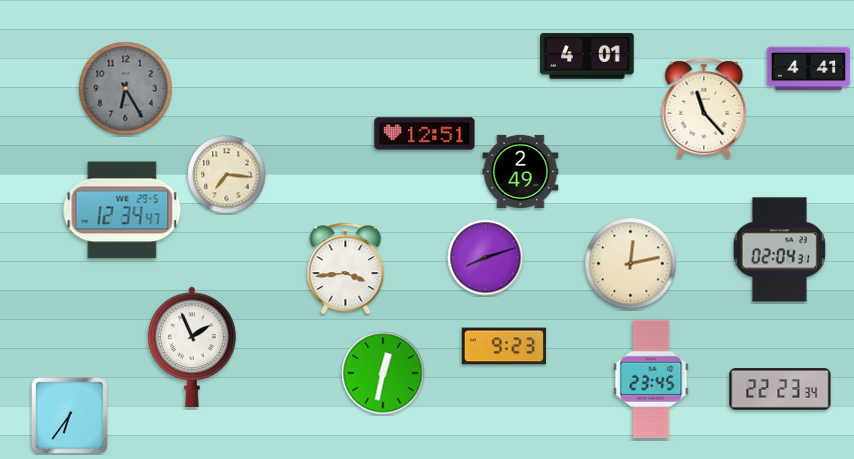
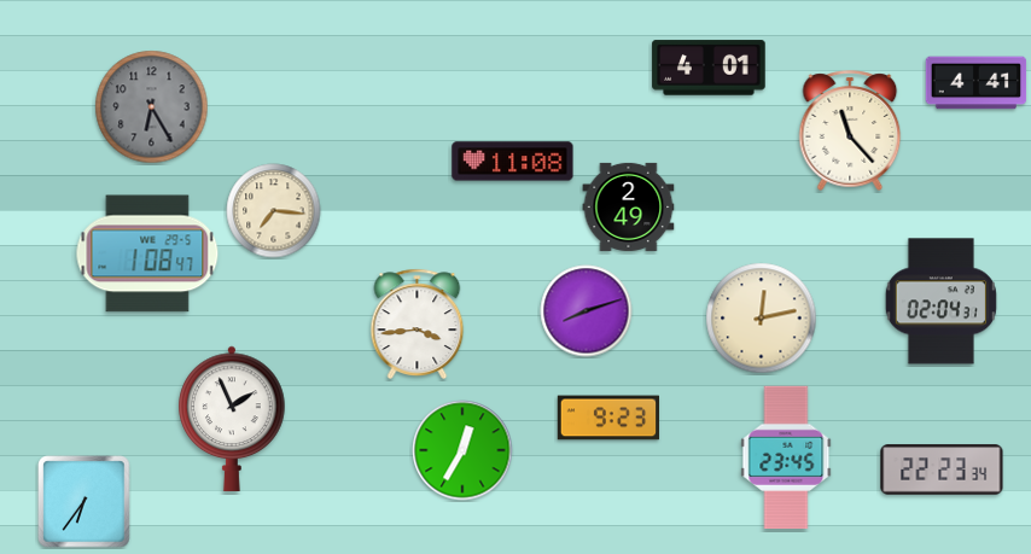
clock at (425, 134): 12:51 -> 11:08
clock at (122, 210): 12:34 -> 1:08
clock at (383, 373): 12:32 -> 12:35
